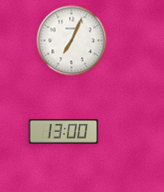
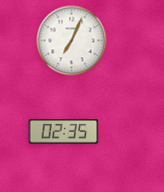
clock at (64, 132): 13:00 -> 02:35
